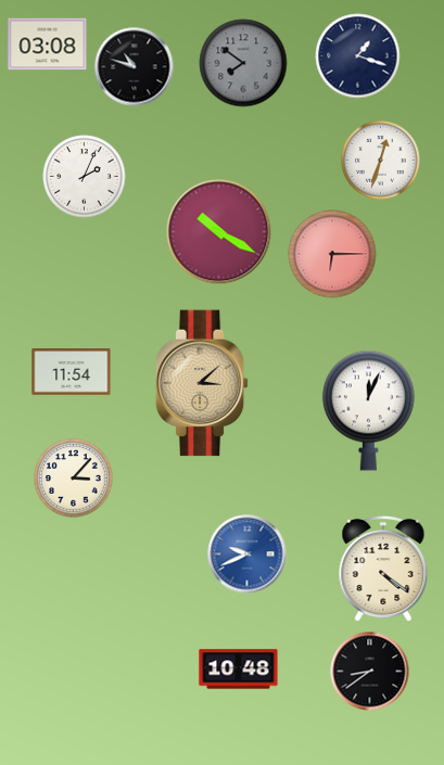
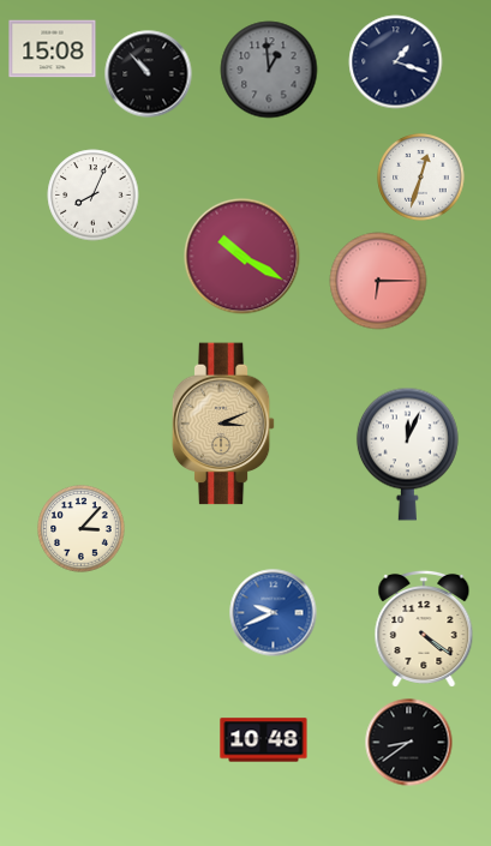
clock at (48, 44): 03:08 -> 15:08
clock at (243, 63): 7:51 -> 12:59
clock at (135, 67): 10:48 -> 10:53
clock at (85, 177): 2:04 -> 8:04
clock at (332, 254) position: (332, 254) -> (378, 281)
clock at (72, 372): 11:54 -> none
clock at (202, 383): 3:08 -> 3:11
